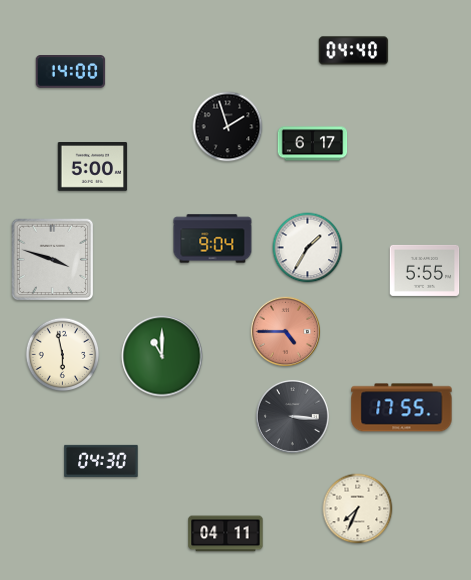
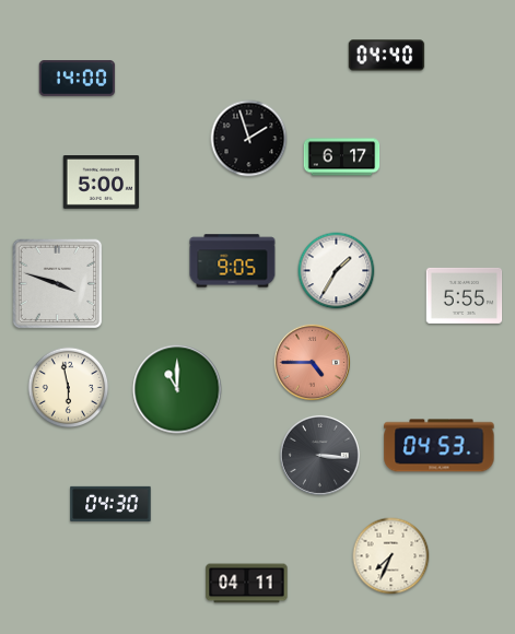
clock at (213, 239): 9:04 -> 9:05
clock at (402, 408): 17:55 -> 04:53
